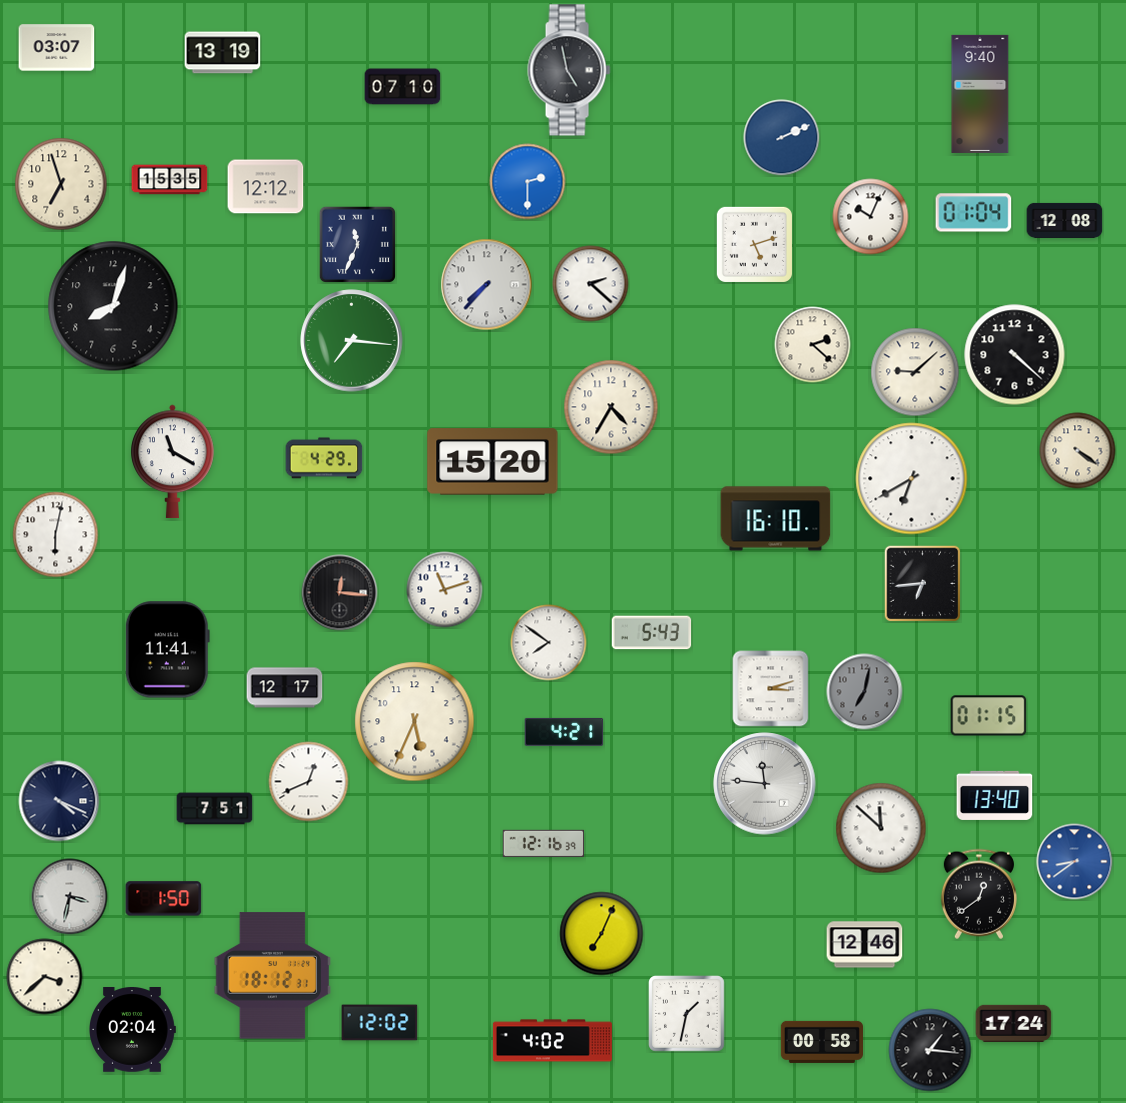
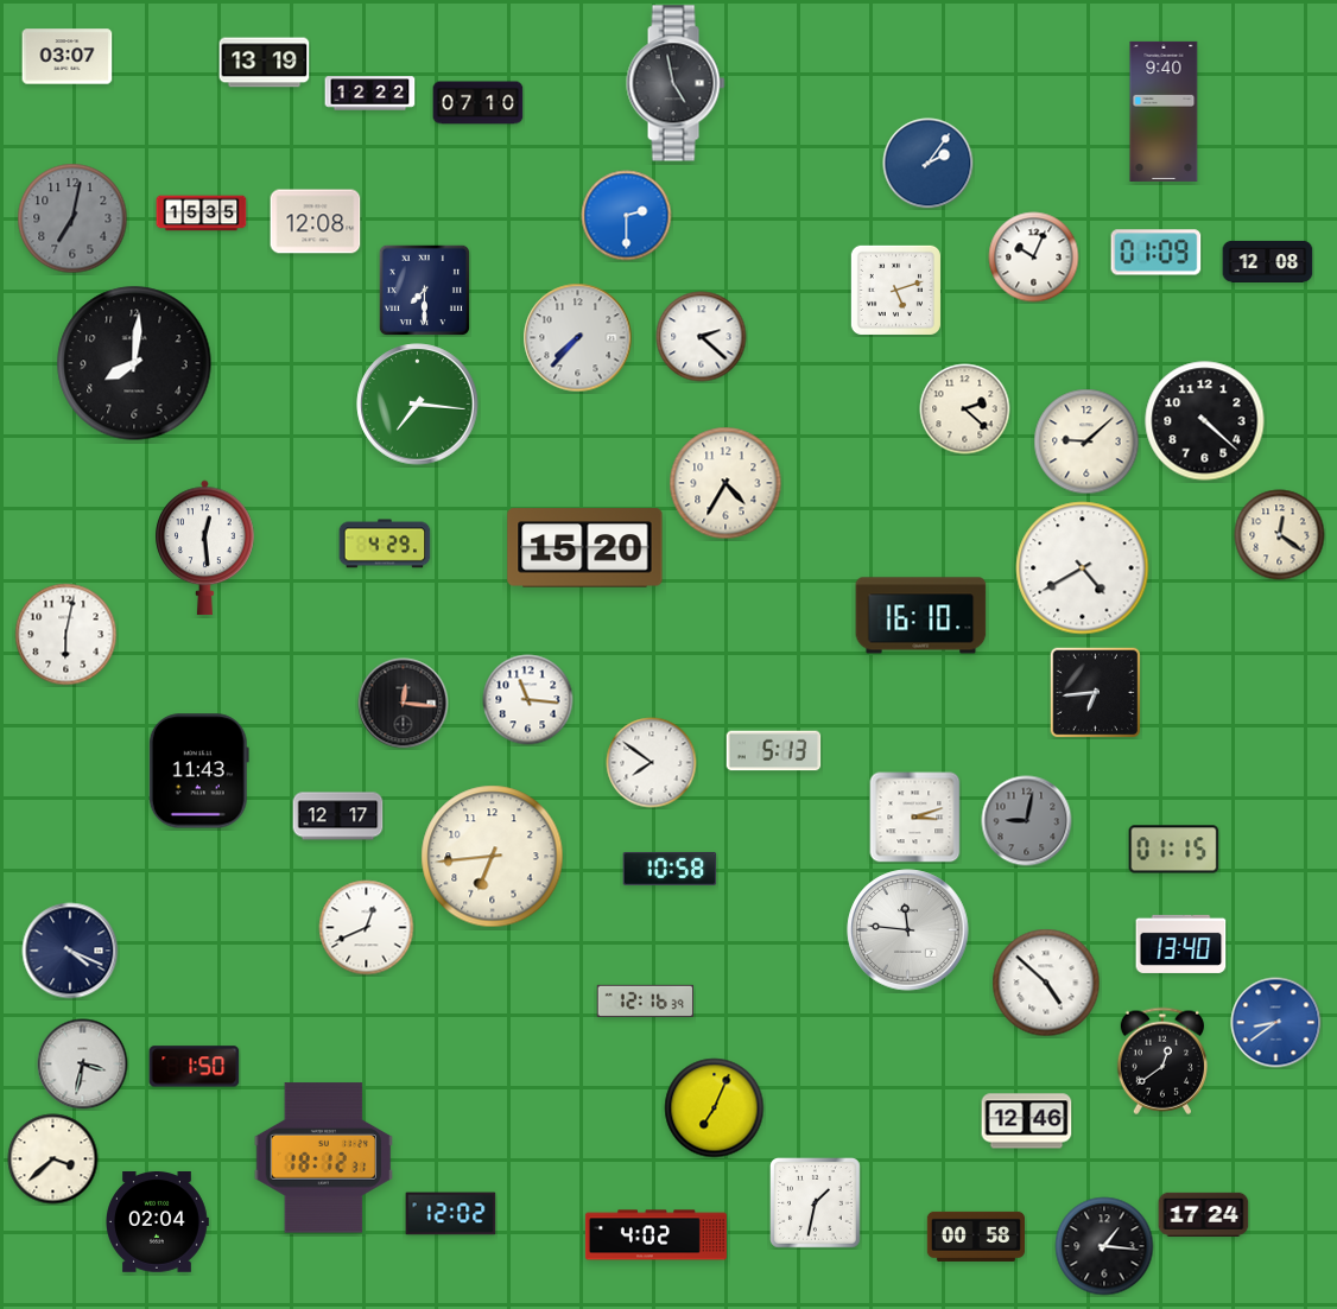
clock at (370, 94): none -> 12:22
clock at (782, 138): 2:11 -> 2:06
clock at (61, 184): 6:57 -> 7:02
clock at (61, 184) dial: cream -> grey
clock at (266, 187): 12:12 -> 12:08
clock at (974, 213): 01:04 -> 01:09
clock at (1065, 220) position: (1065, 220) -> (1268, 261)
clock at (357, 244): 11:34 -> 7:30
clock at (113, 306): 8:03 -> 8:01
clock at (1078, 451): 4:21 -> 12:21
clock at (173, 462): 11:20 -> 12:29
clock at (912, 479): 6:40 -> 4:40
clock at (445, 590): 11:12 -> 11:16
clock at (652, 633): 5:43 -> 5:13
clock at (167, 650): 11:41 -> 11:43
clock at (865, 692): 7:02 -> 9:02
clock at (415, 722): 5:34 -> 6:44
clock at (564, 732): 4:21 -> 10:58
clock at (215, 809): 7:51 -> none
clock at (881, 828): 11:52 -> 4:52
